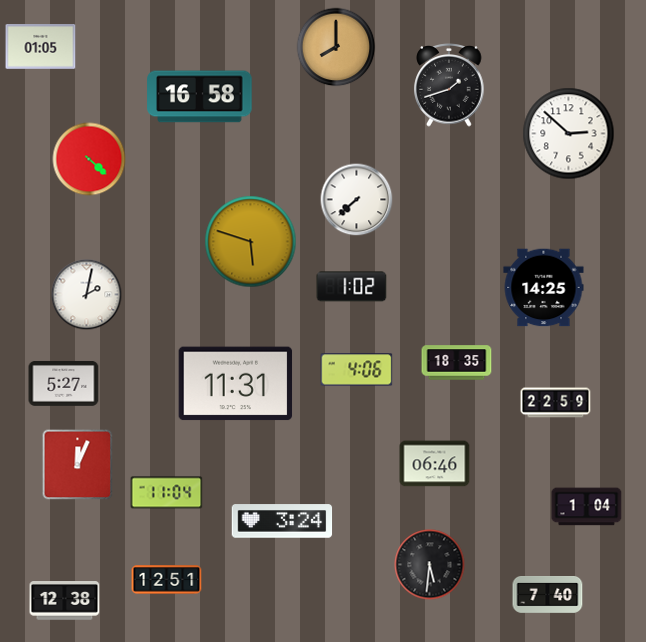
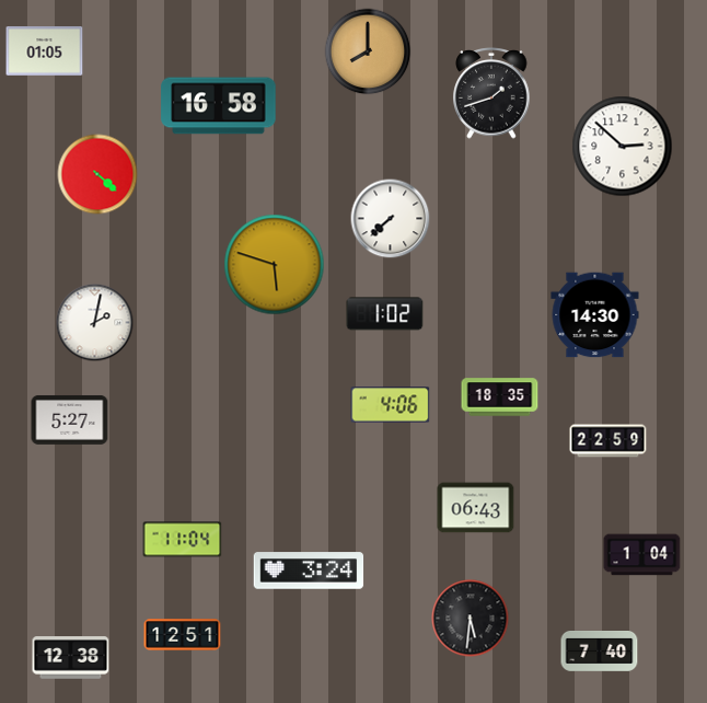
clock at (544, 288): 14:25 -> 14:30
clock at (236, 384): 11:31 -> none
clock at (435, 464): 06:46 -> 06:43
clock at (78, 465): 12:04 -> none
